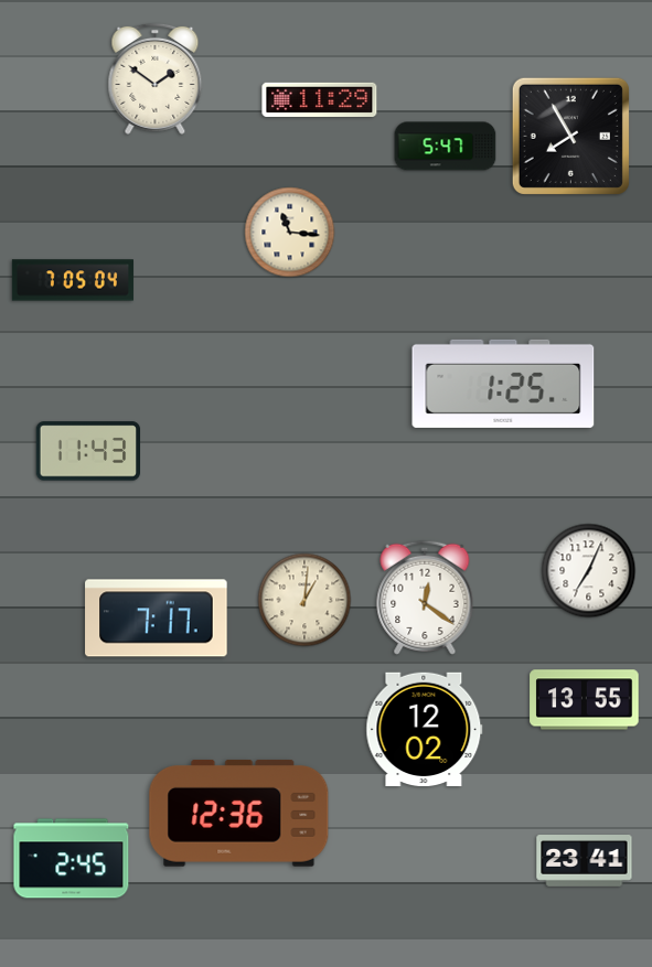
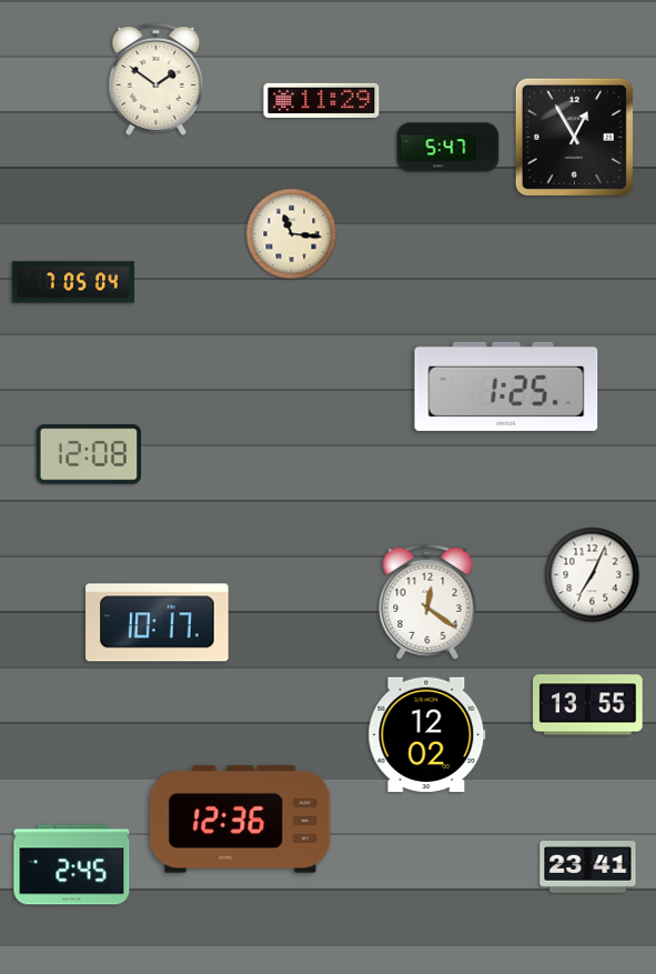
clock at (570, 136): 7:55 -> 12:55
clock at (88, 451): 11:43 -> 12:08
clock at (304, 600): 1:01 -> none
clock at (157, 619): 7:17 -> 10:17
